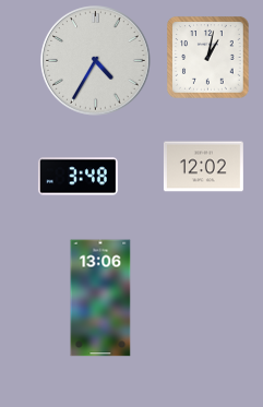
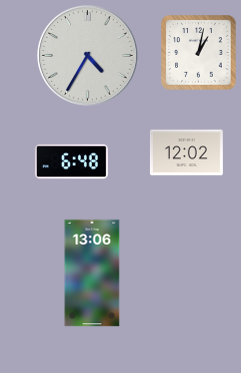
clock at (208, 58) position: (208, 58) -> (199, 53)
clock at (77, 177): 3:48 -> 6:48
